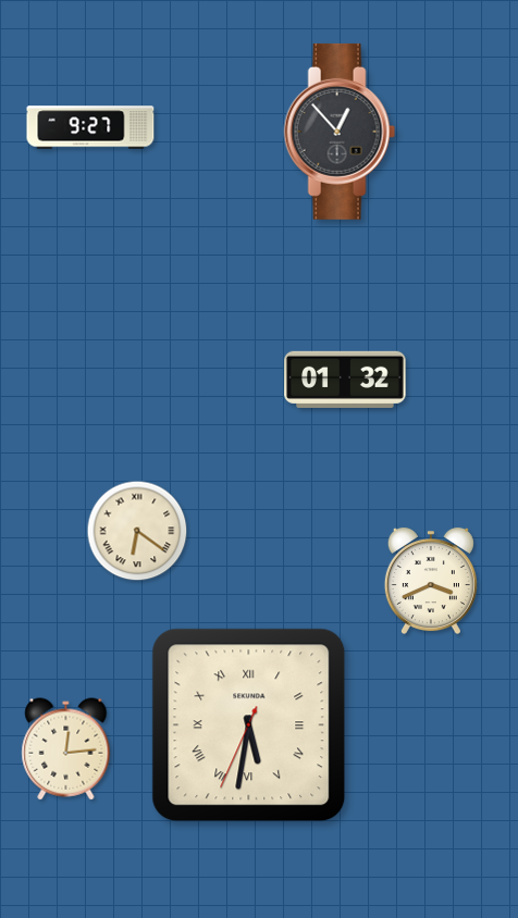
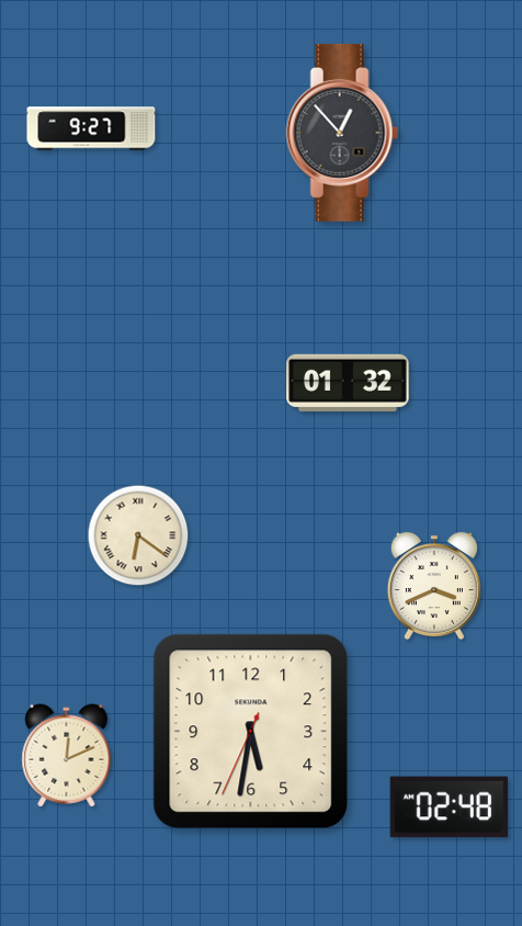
clock at (249, 725) numerals: Roman -> Arabic
clock at (66, 749): 12:14 -> 12:11
clock at (449, 808): none -> 02:48
